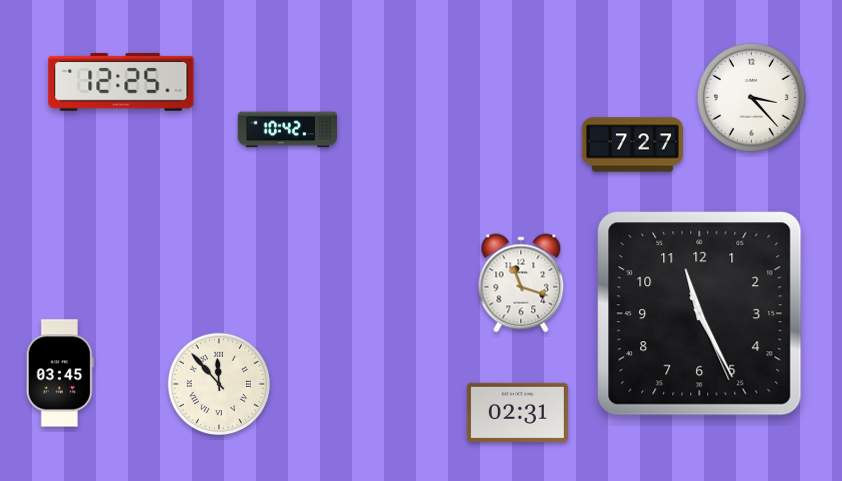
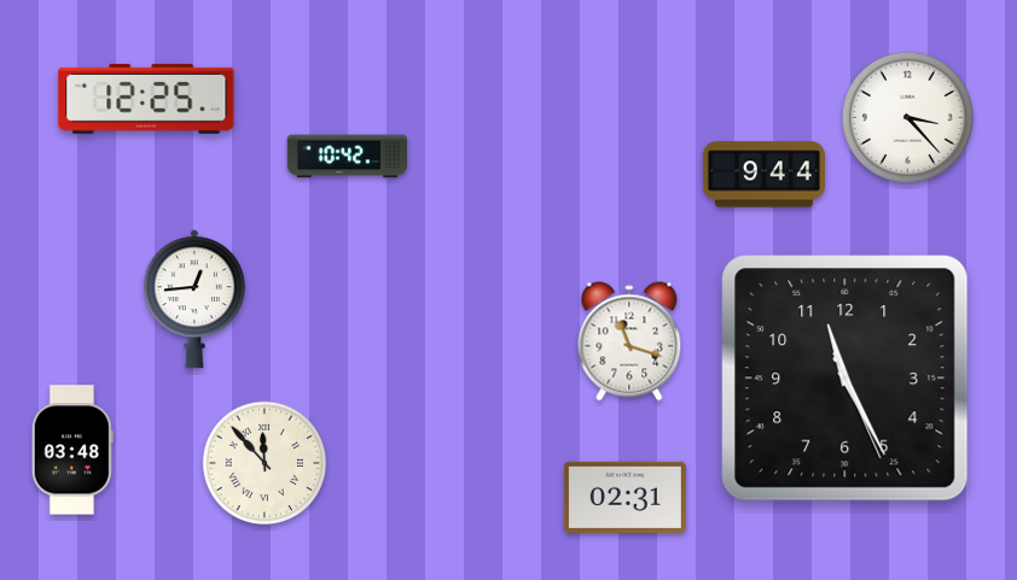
clock at (632, 145): 7:27 -> 9:44
clock at (194, 299): none -> 12:44
clock at (60, 373): 03:45 -> 03:48
